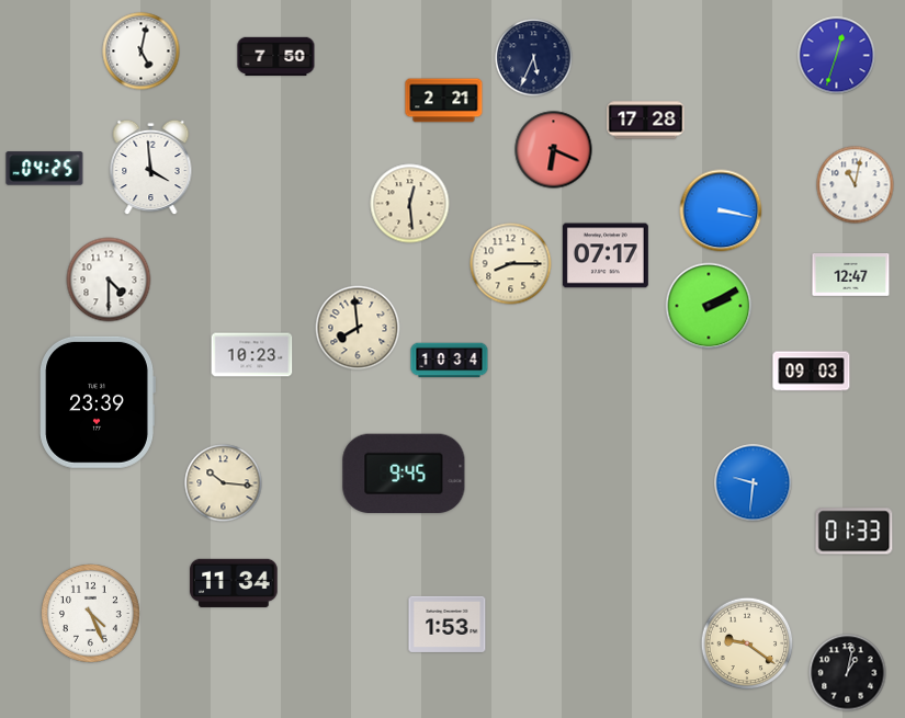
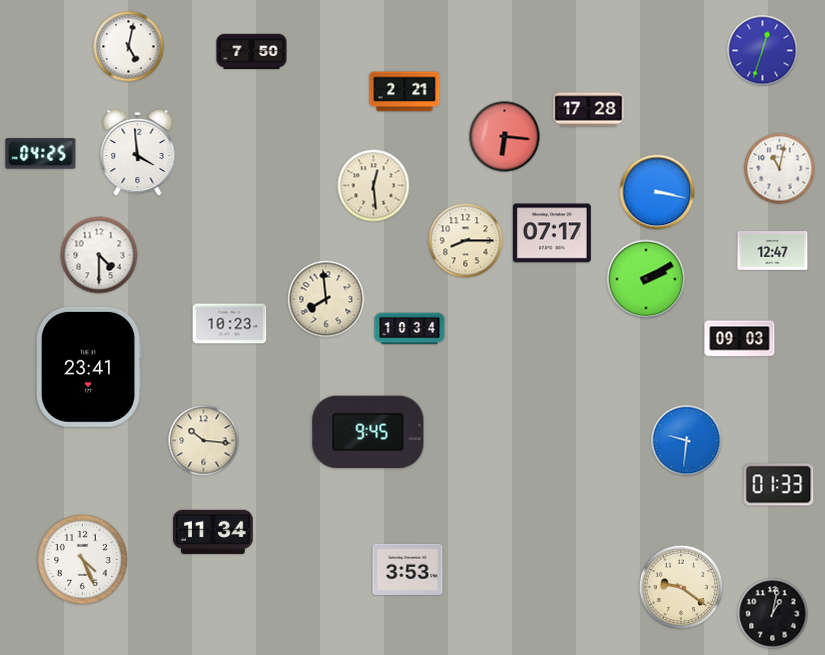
clock at (534, 58): 5:34 -> none
clock at (554, 150): 6:19 -> 6:16
clock at (851, 275) position: (851, 275) -> (773, 251)
clock at (98, 402): 23:39 -> 23:41
clock at (448, 624): 1:53 -> 3:53
